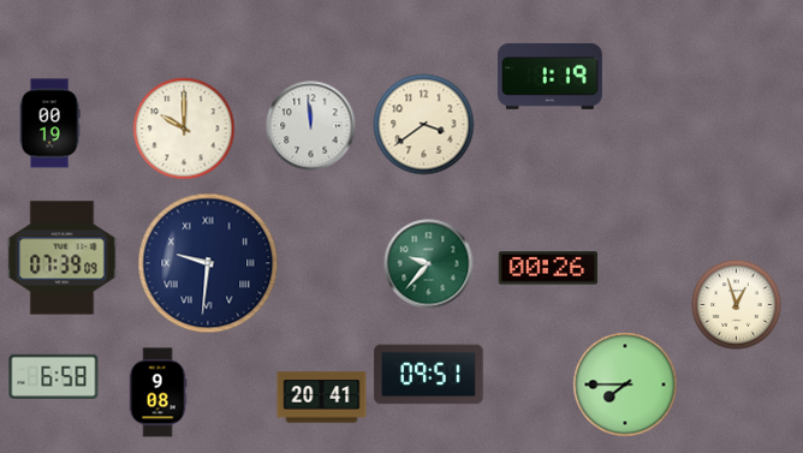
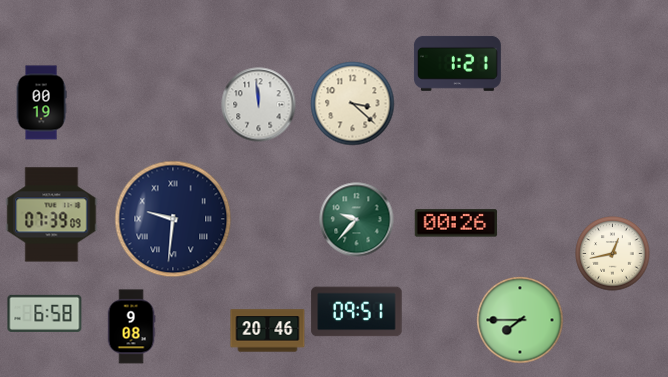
clock at (549, 76): 1:19 -> 1:21
clock at (424, 125): 3:39 -> 3:22
clock at (184, 129): 10:00 -> none
clock at (737, 305): 12:57 -> 12:43
clock at (322, 398): 20:41 -> 20:46
